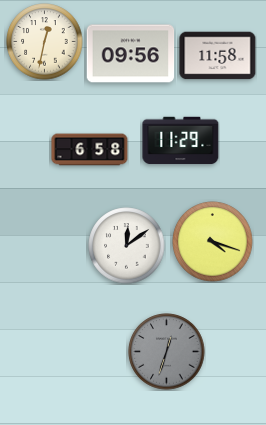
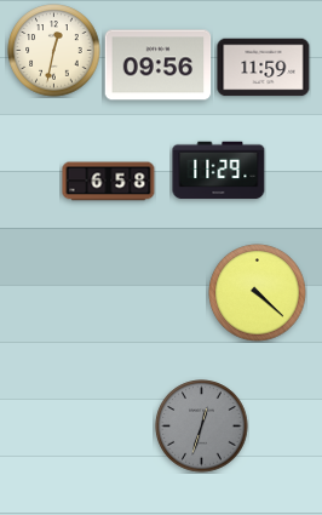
clock at (218, 56): 11:58 -> 11:59
clock at (213, 242): 4:18 -> 4:22
clock at (127, 246): 12:09 -> none
